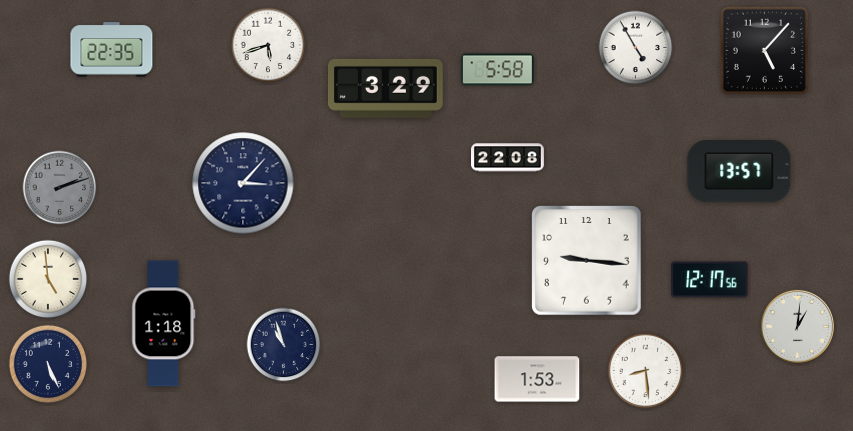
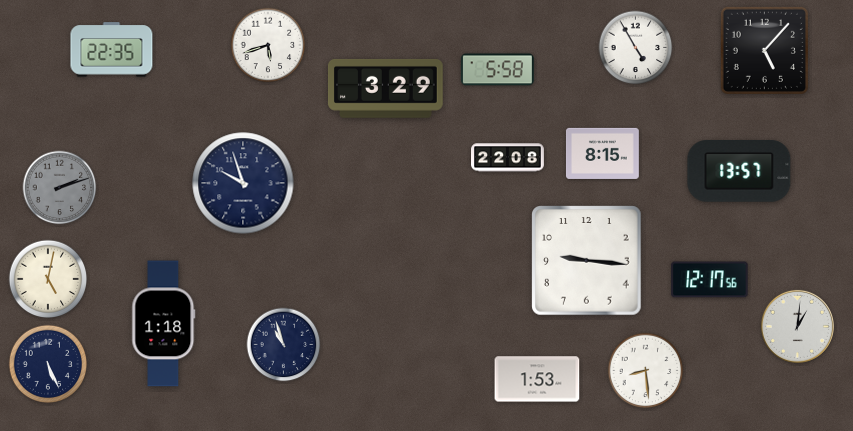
clock at (602, 153): none -> 8:15
clock at (243, 183): 3:07 -> 9:57
clock at (48, 279): 4:59 -> 5:02
